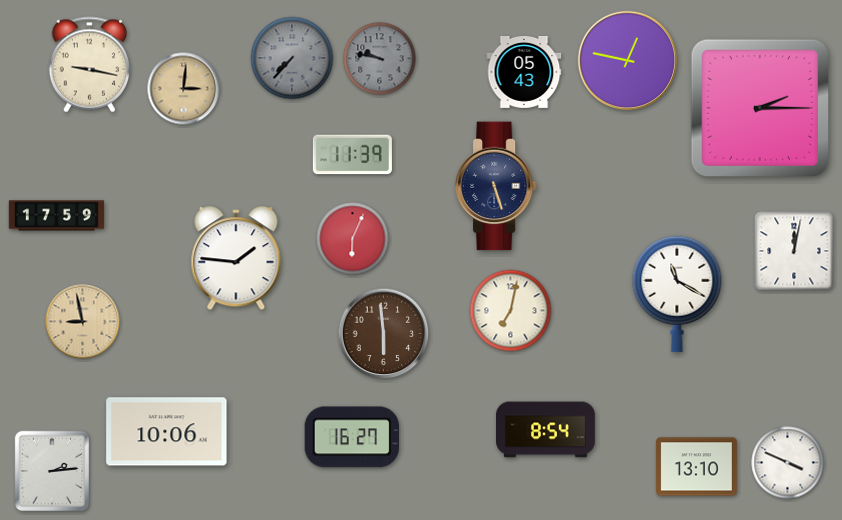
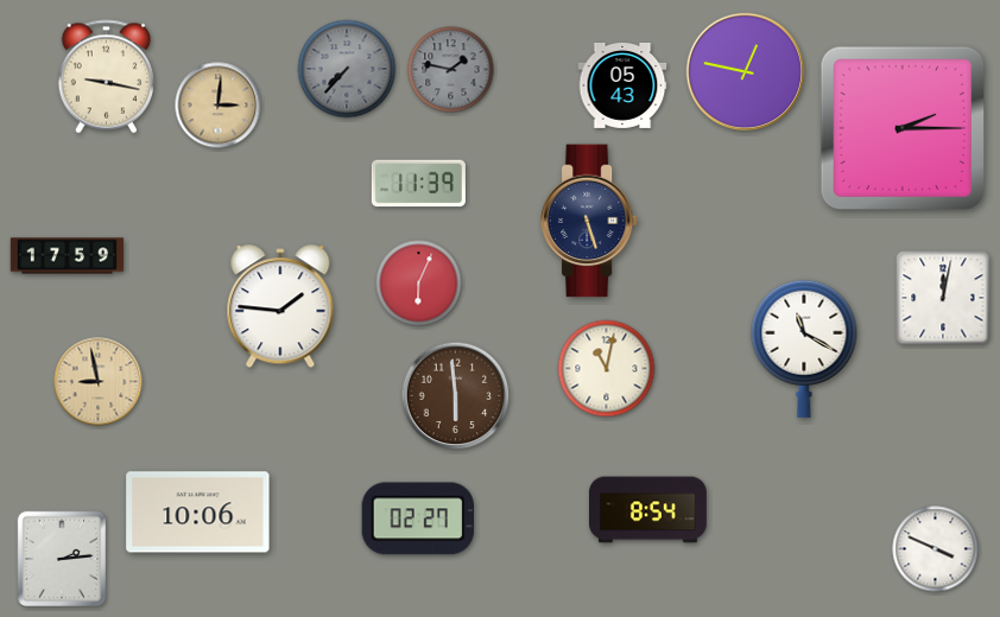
clock at (380, 59): 9:47 -> 1:47
clock at (511, 311): 7:02 -> 11:02
clock at (351, 437): 16:27 -> 02:27
clock at (696, 467): 13:10 -> none
